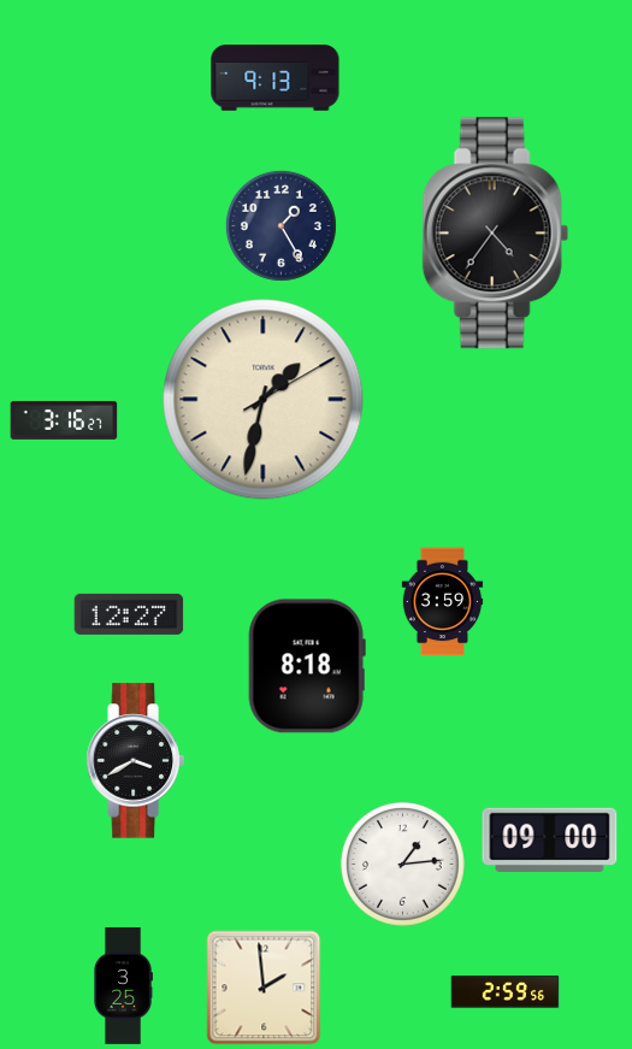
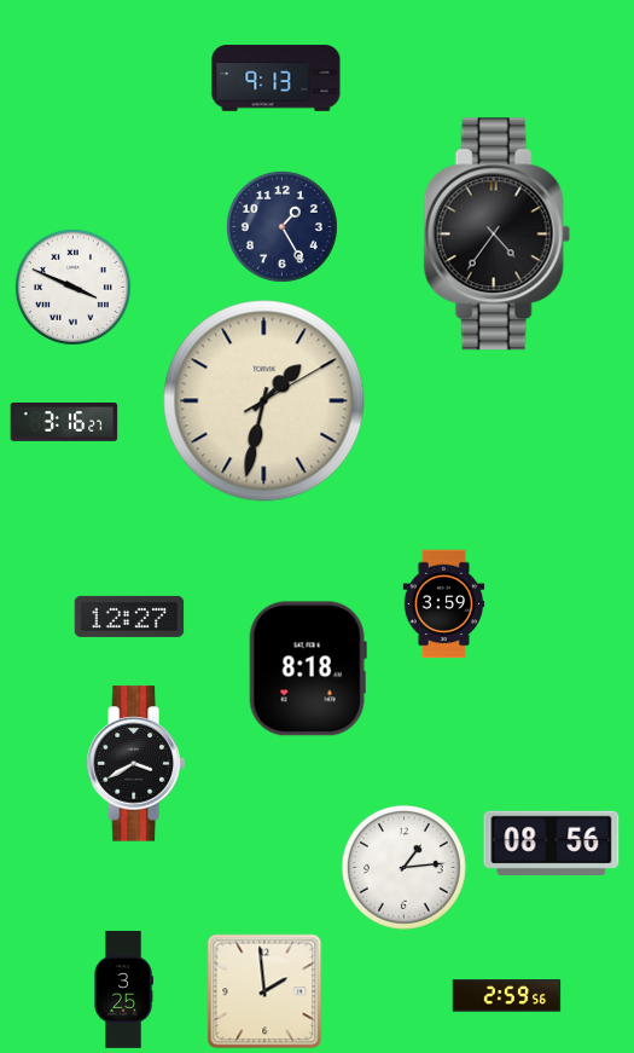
clock at (72, 287): none -> 3:49
clock at (550, 839): 09:00 -> 08:56
